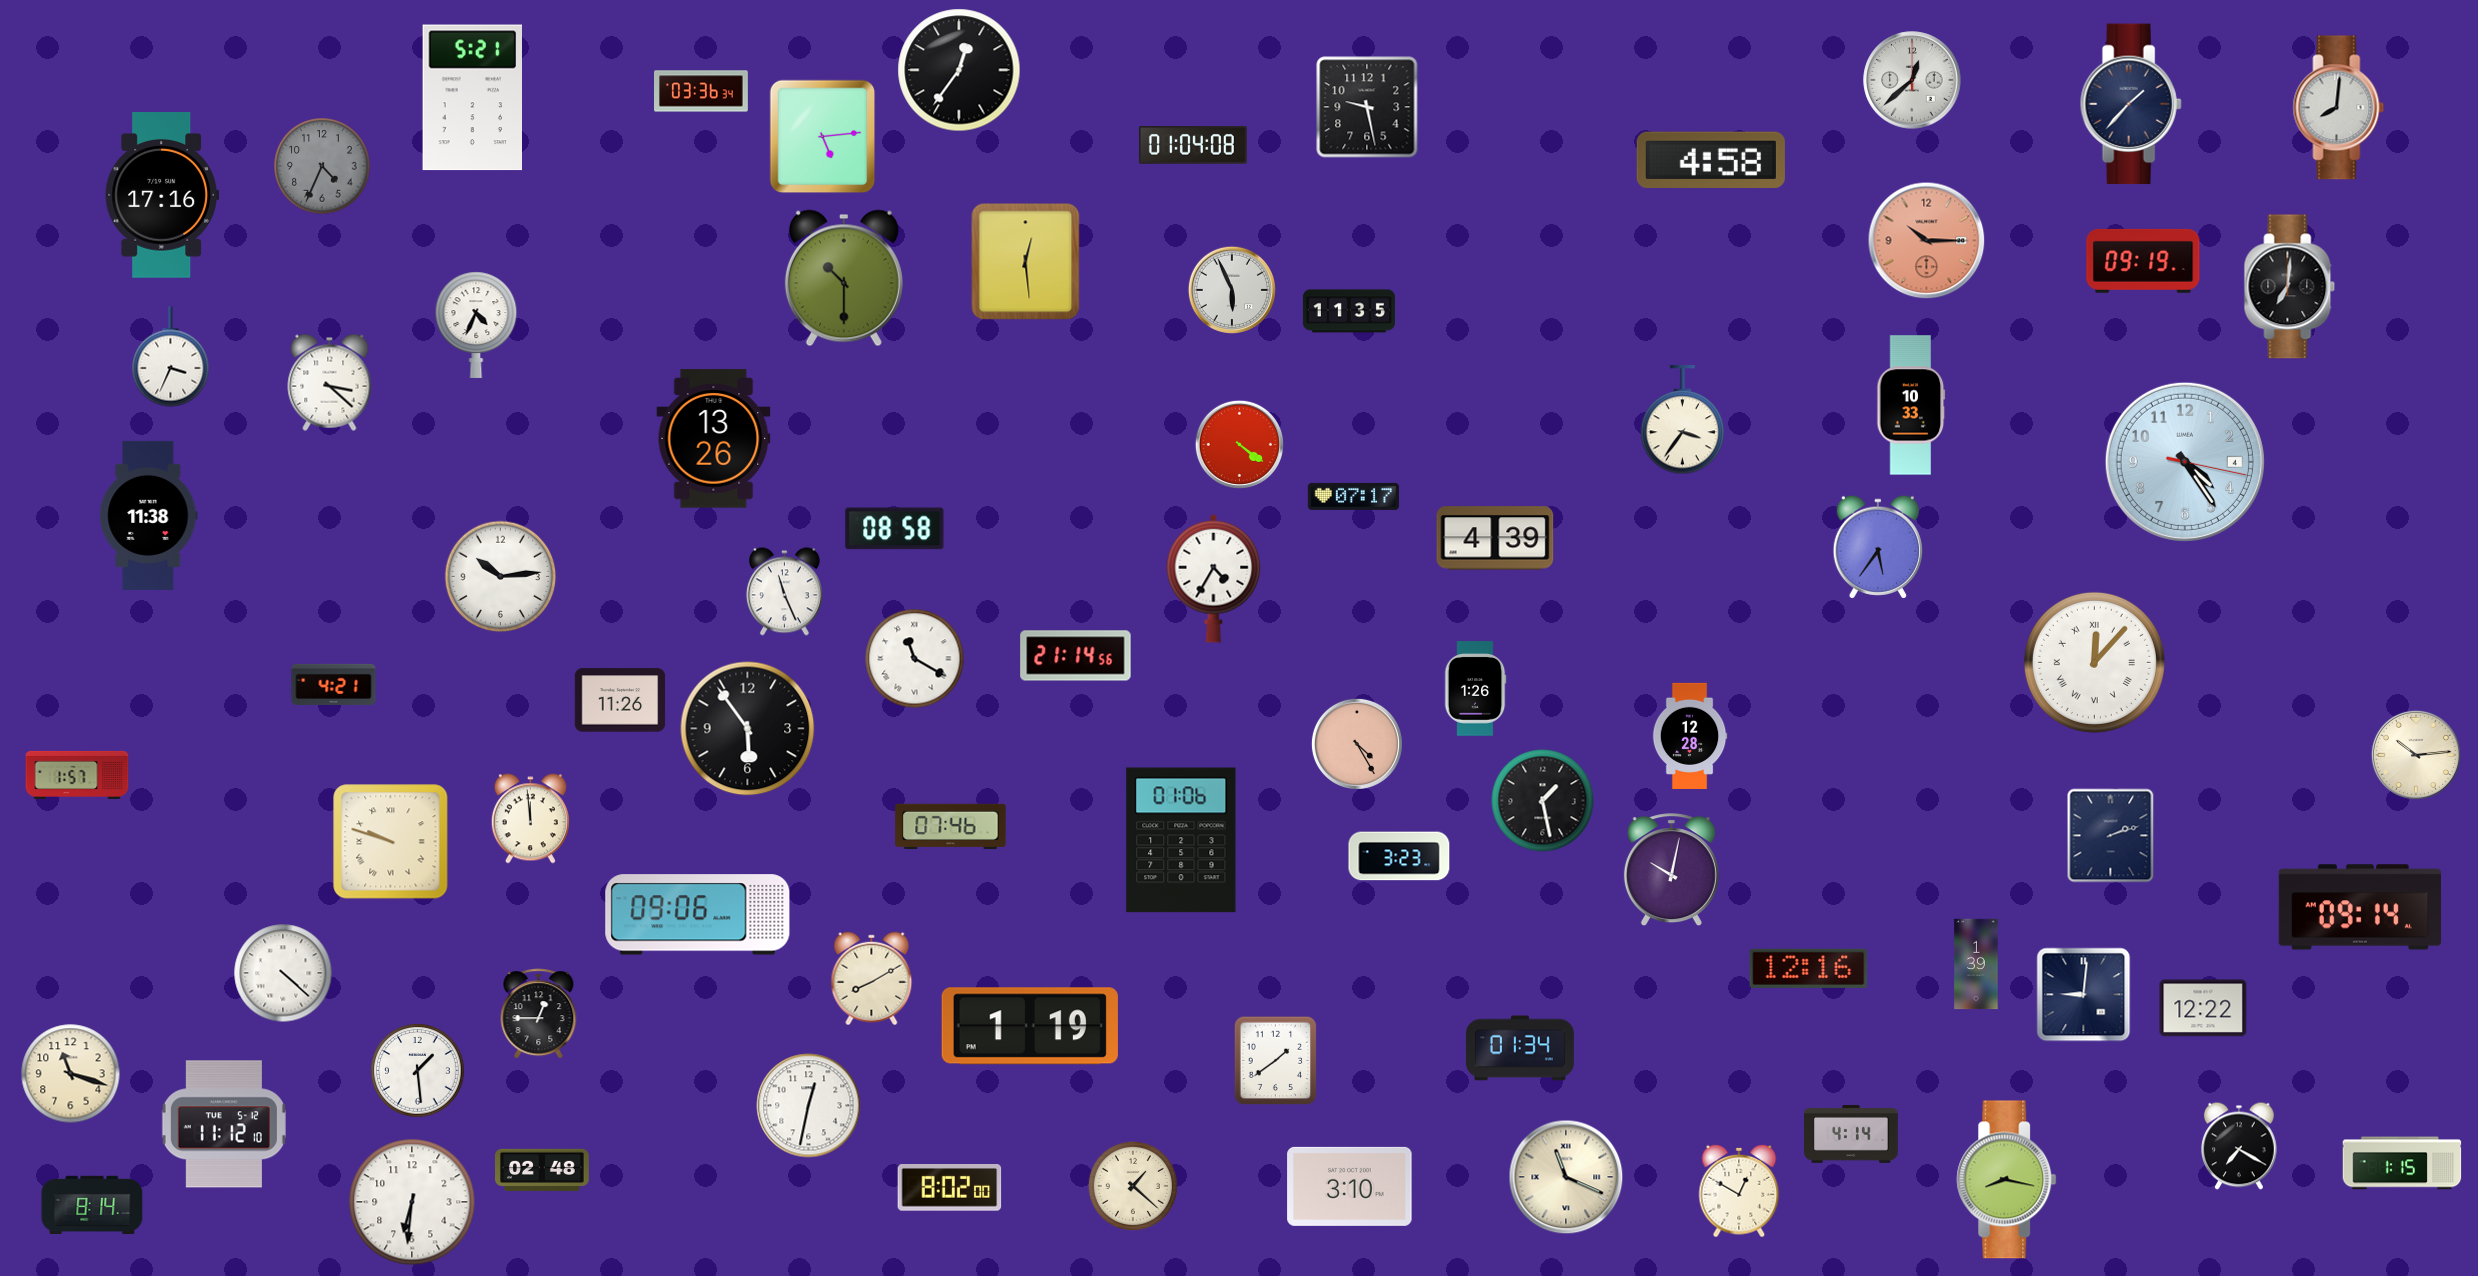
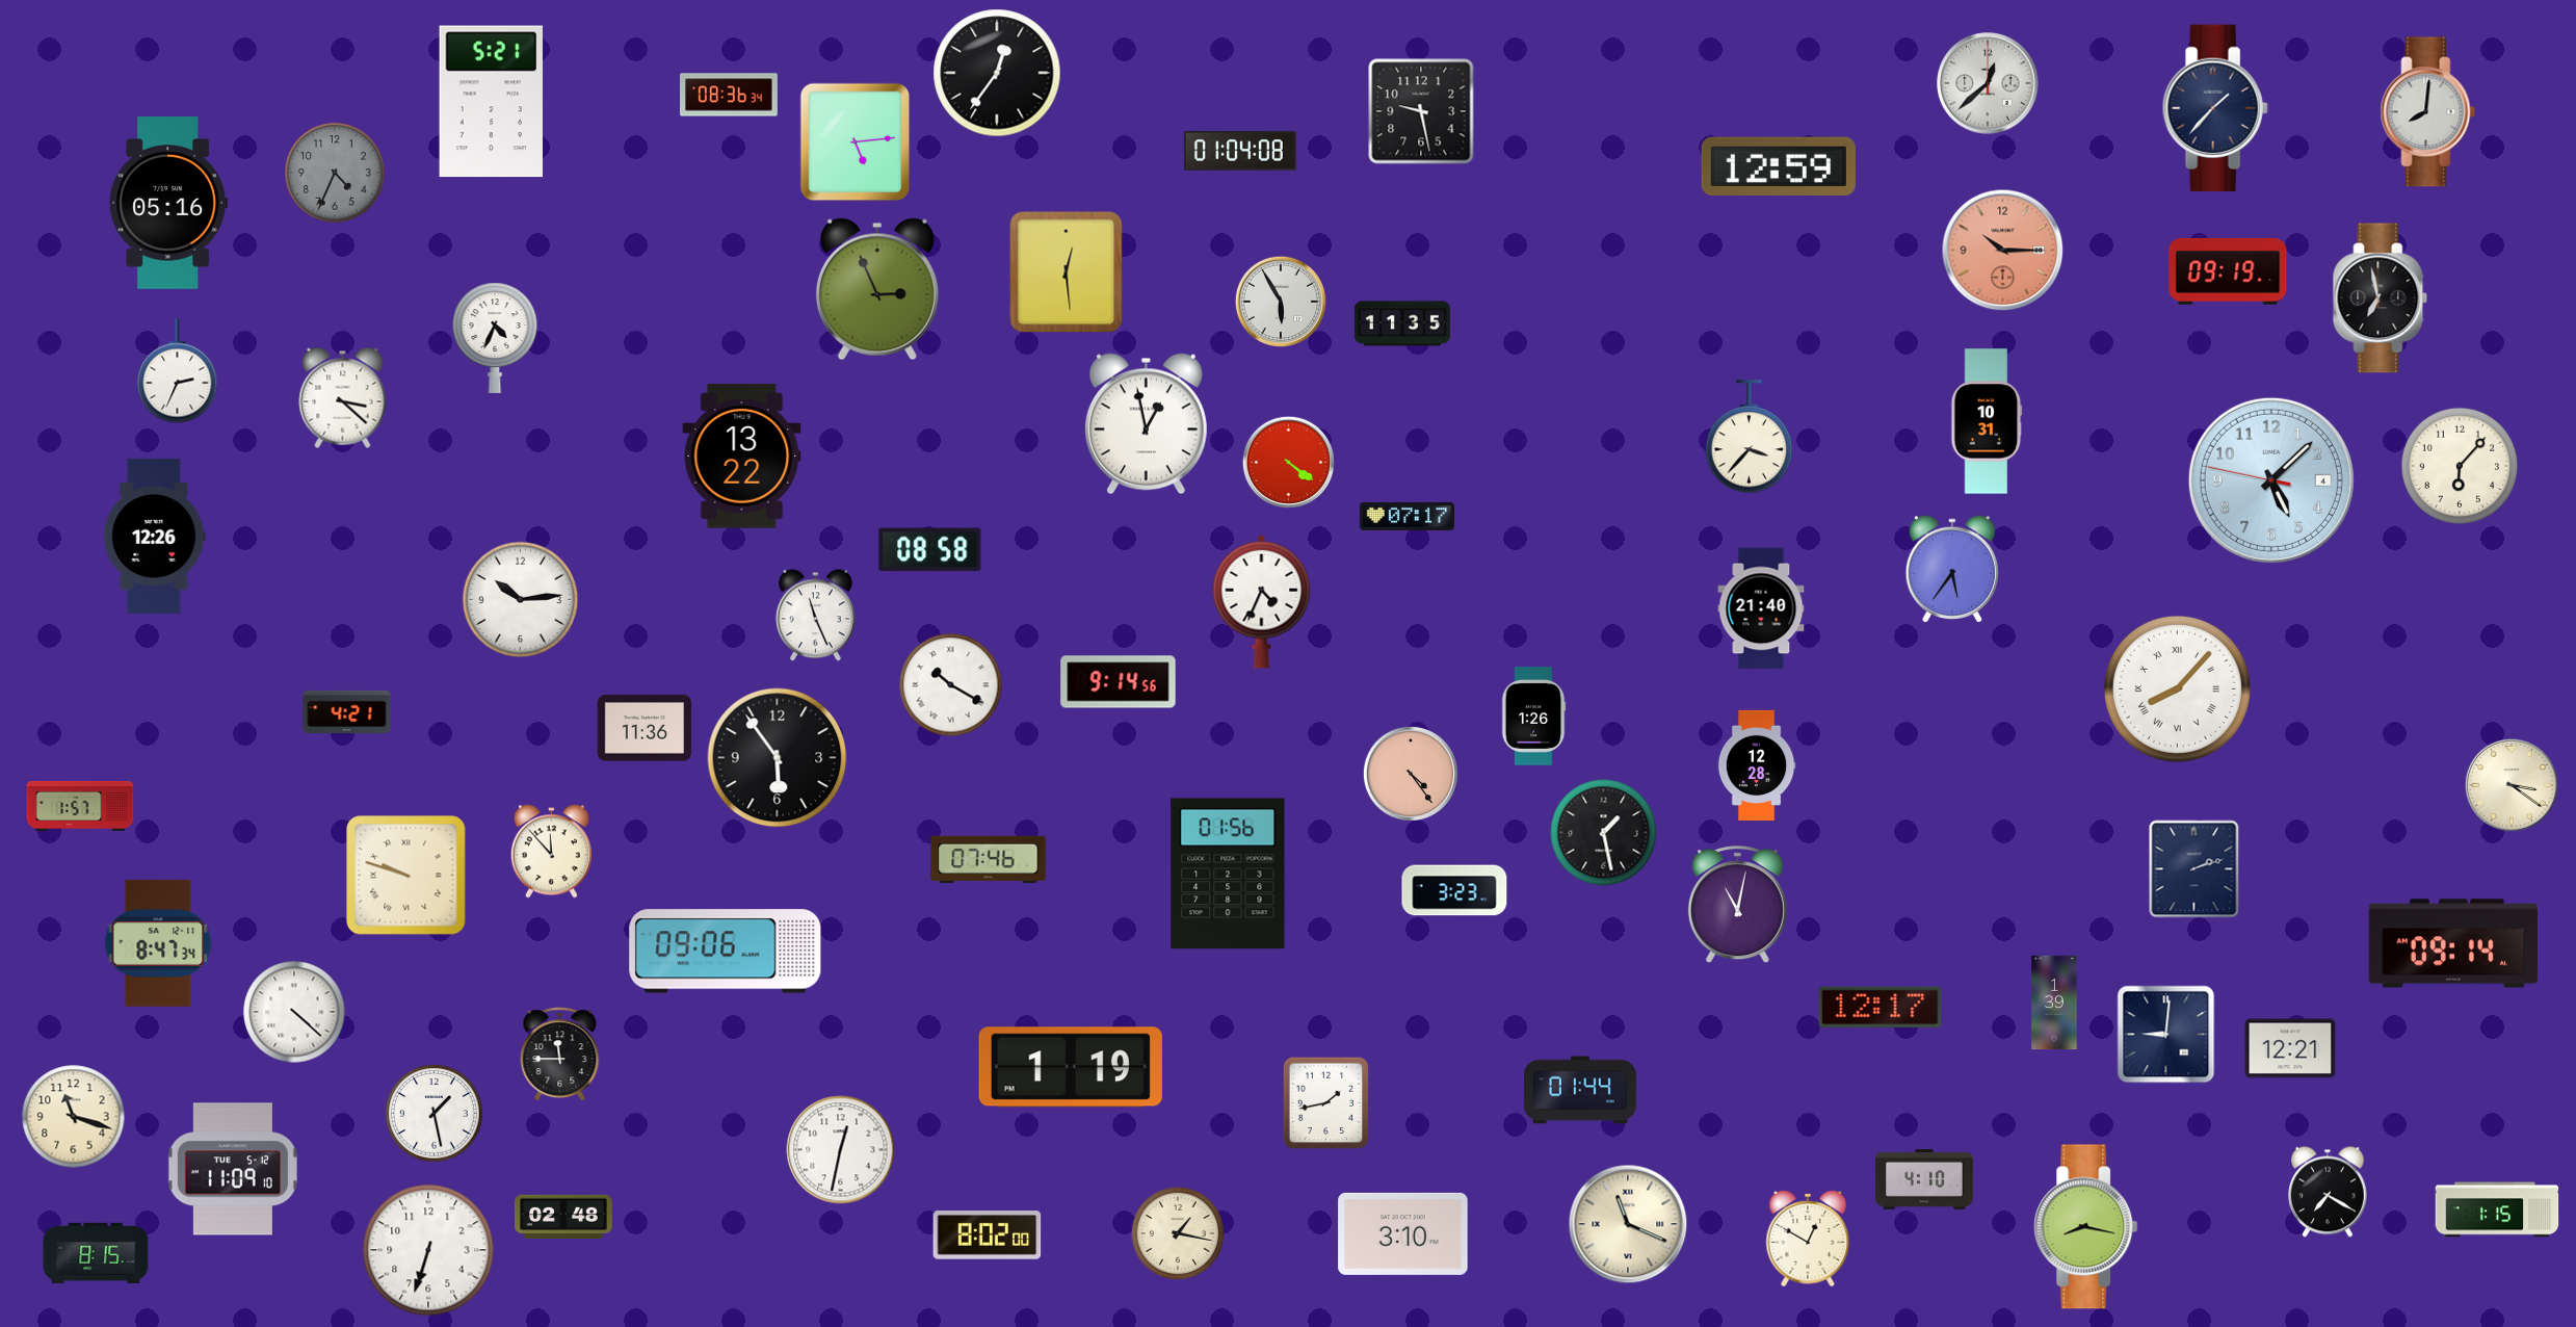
clock at (702, 91): 03:36 -> 08:36
clock at (2339, 108) position: (2339, 108) -> (2428, 112)
clock at (1711, 159): 4:58 -> 12:59
clock at (162, 196): 17:16 -> 05:16
clock at (844, 278): 10:30 -> 2:56
clock at (2290, 287): 7:01 -> 6:58
clock at (1231, 289): 5:56 -> 5:55
clock at (171, 357): 3:34 -> 2:34
clock at (1911, 405): 10:33 -> 10:31
clock at (1146, 424): none -> 12:58
clock at (1683, 420): 3:36 -> 3:37
clock at (714, 439): 13:26 -> 13:22
clock at (2460, 466): none -> 6:07
clock at (2185, 462): 4:24 -> 5:07
clock at (149, 515): 11:38 -> 12:26
clock at (1495, 538): 4:39 -> none
clock at (1214, 578): 4:35 -> 4:34
clock at (1761, 608): none -> 21:40
clock at (1076, 656): 21:14 -> 9:14
clock at (915, 659): 11:20 -> 10:20
clock at (2094, 662): 12:07 -> 8:07
clock at (620, 700): 11:26 -> 11:36
clock at (1357, 744): 4:25 -> 4:24
clock at (2416, 755): 10:14 -> 3:21
clock at (530, 819): 11:59 -> 11:53
clock at (1181, 840): 01:06 -> 01:56
clock at (1671, 870): 10:02 -> 11:02
clock at (158, 943): none -> 8:47
clock at (1809, 968): 12:16 -> 12:17
clock at (872, 979): 8:10 -> none
clock at (2203, 1008): 12:22 -> 12:21
clock at (539, 1014): 12:45 -> 11:45
clock at (1520, 1048): 01:34 -> 01:44
clock at (1276, 1061): 1:39 -> 1:43
clock at (418, 1071): 1:29 -> 1:28
clock at (224, 1124): 11:12 -> 11:09
clock at (1852, 1135): 4:14 -> 4:10
clock at (1133, 1186): 1:22 -> 1:17
clock at (412, 1202): 6:31 -> 6:33
clock at (92, 1204): 8:14 -> 8:15
